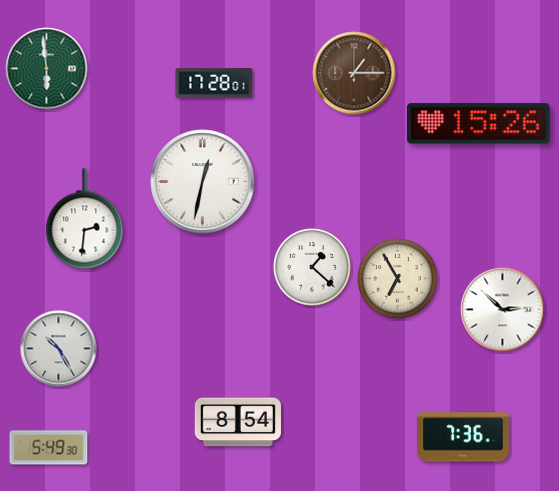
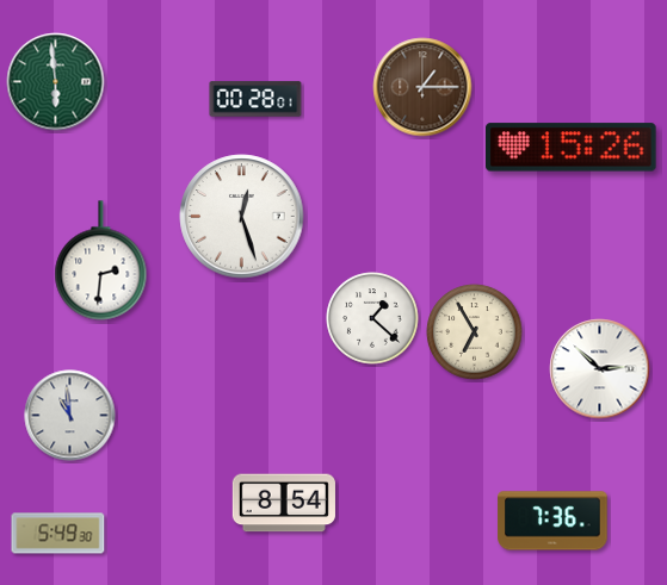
clock at (214, 83): 17:28 -> 00:28
clock at (203, 182): 12:32 -> 12:27
clock at (59, 349): 10:25 -> 10:59
